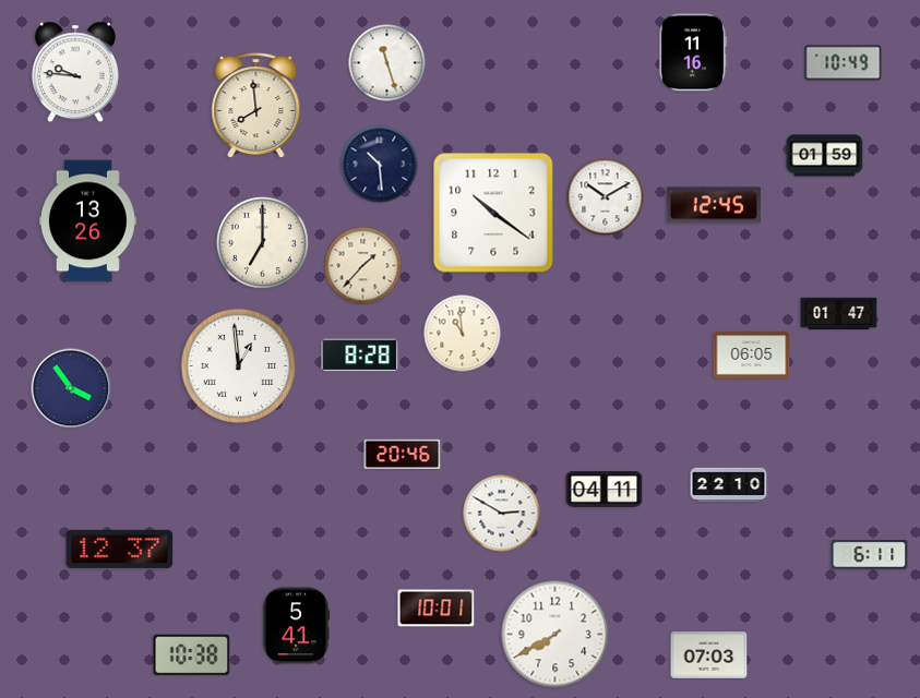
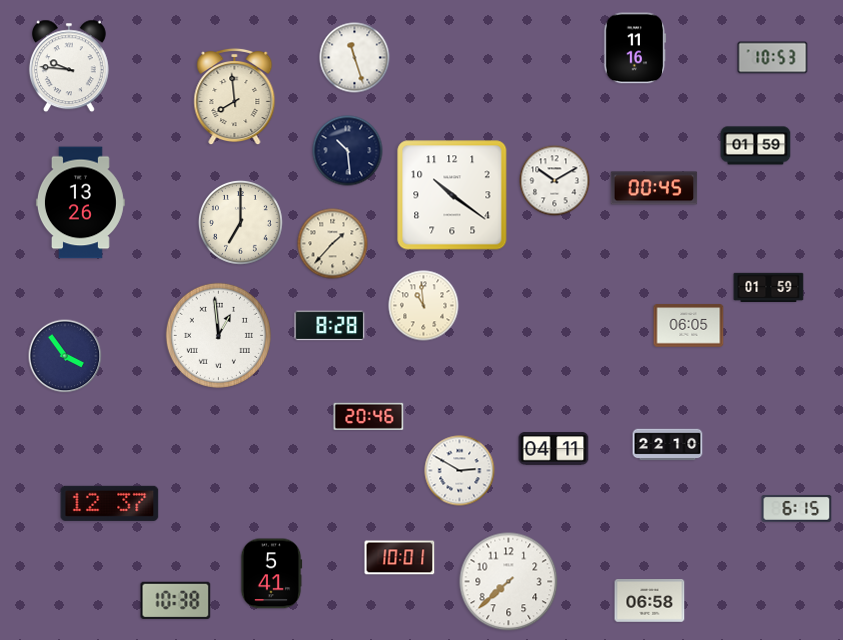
clock at (844, 63): 10:49 -> 10:53
clock at (825, 156) position: (825, 156) -> (756, 146)
clock at (714, 205): 12:45 -> 00:45
clock at (839, 313): 01:47 -> 01:59
clock at (870, 555): 6:11 -> 6:15
clock at (555, 635): 7:40 -> 7:38
clock at (709, 655): 07:03 -> 06:58
